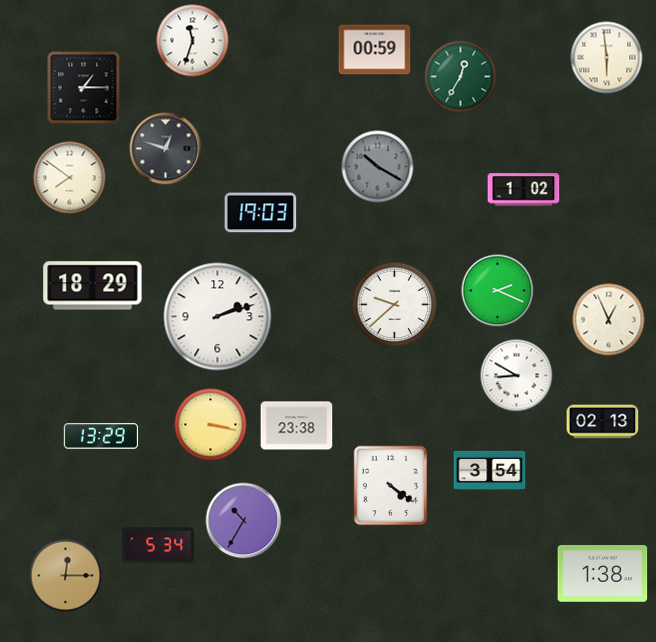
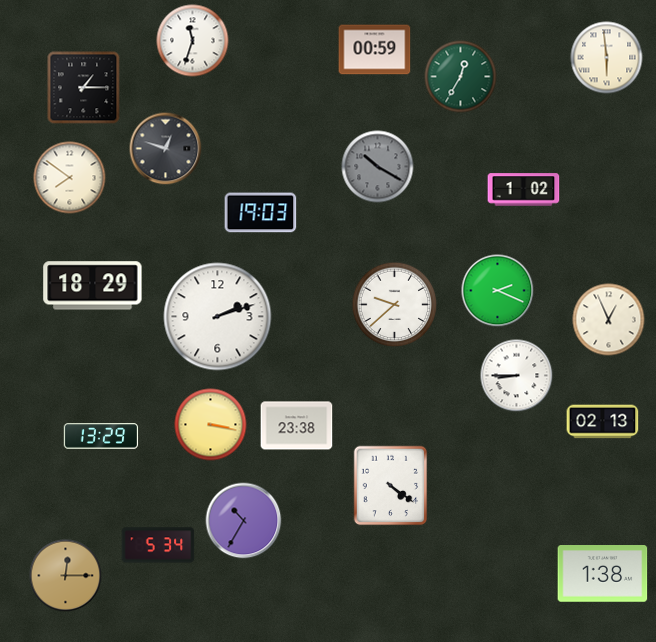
clock at (517, 376): 8:50 -> 8:45
clock at (490, 471): 3:54 -> none
